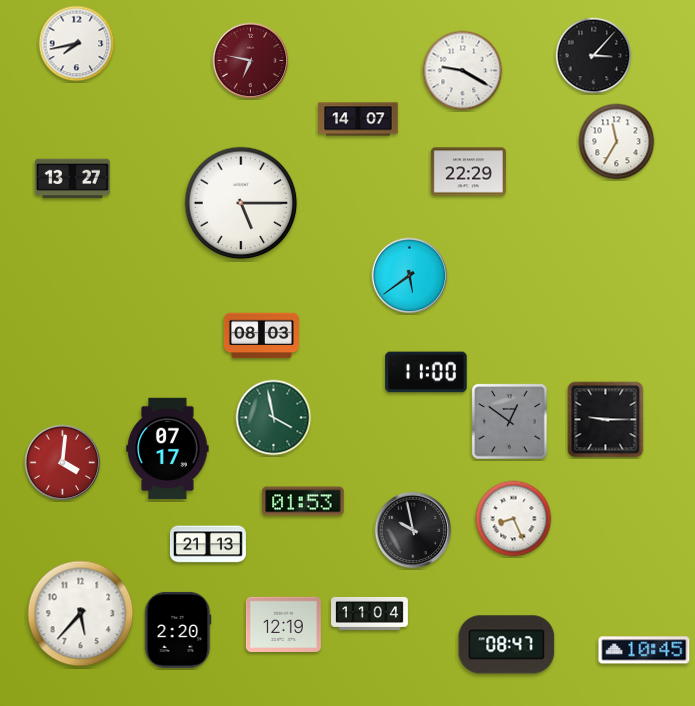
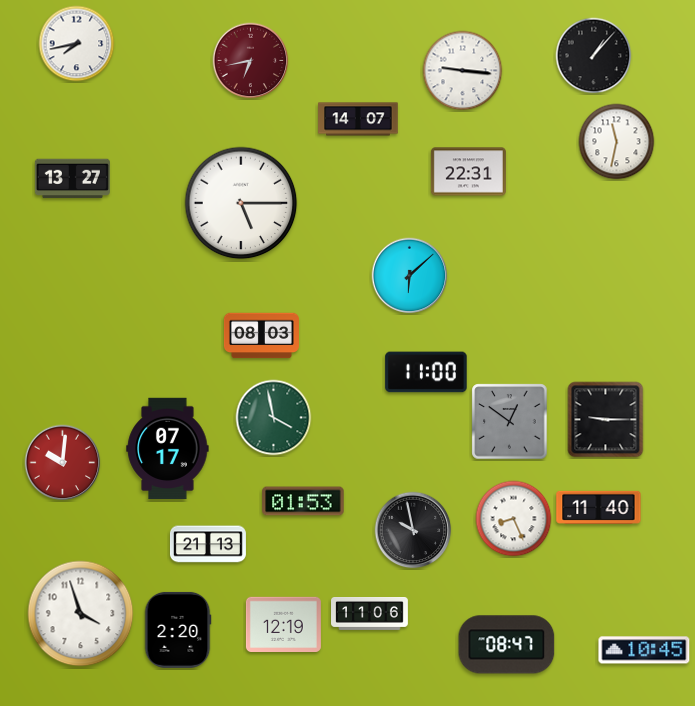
clock at (594, 56): 3:07 -> 1:07
clock at (251, 61): 6:47 -> 6:43
clock at (463, 71): 9:20 -> 9:16
clock at (617, 142): 11:35 -> 11:32
clock at (468, 172): 22:29 -> 22:31
clock at (410, 276): 5:39 -> 6:08
clock at (63, 463): 4:01 -> 10:01
clock at (599, 507): none -> 11:40
clock at (81, 614): 5:37 -> 3:57
clock at (370, 614): 11:04 -> 11:06
